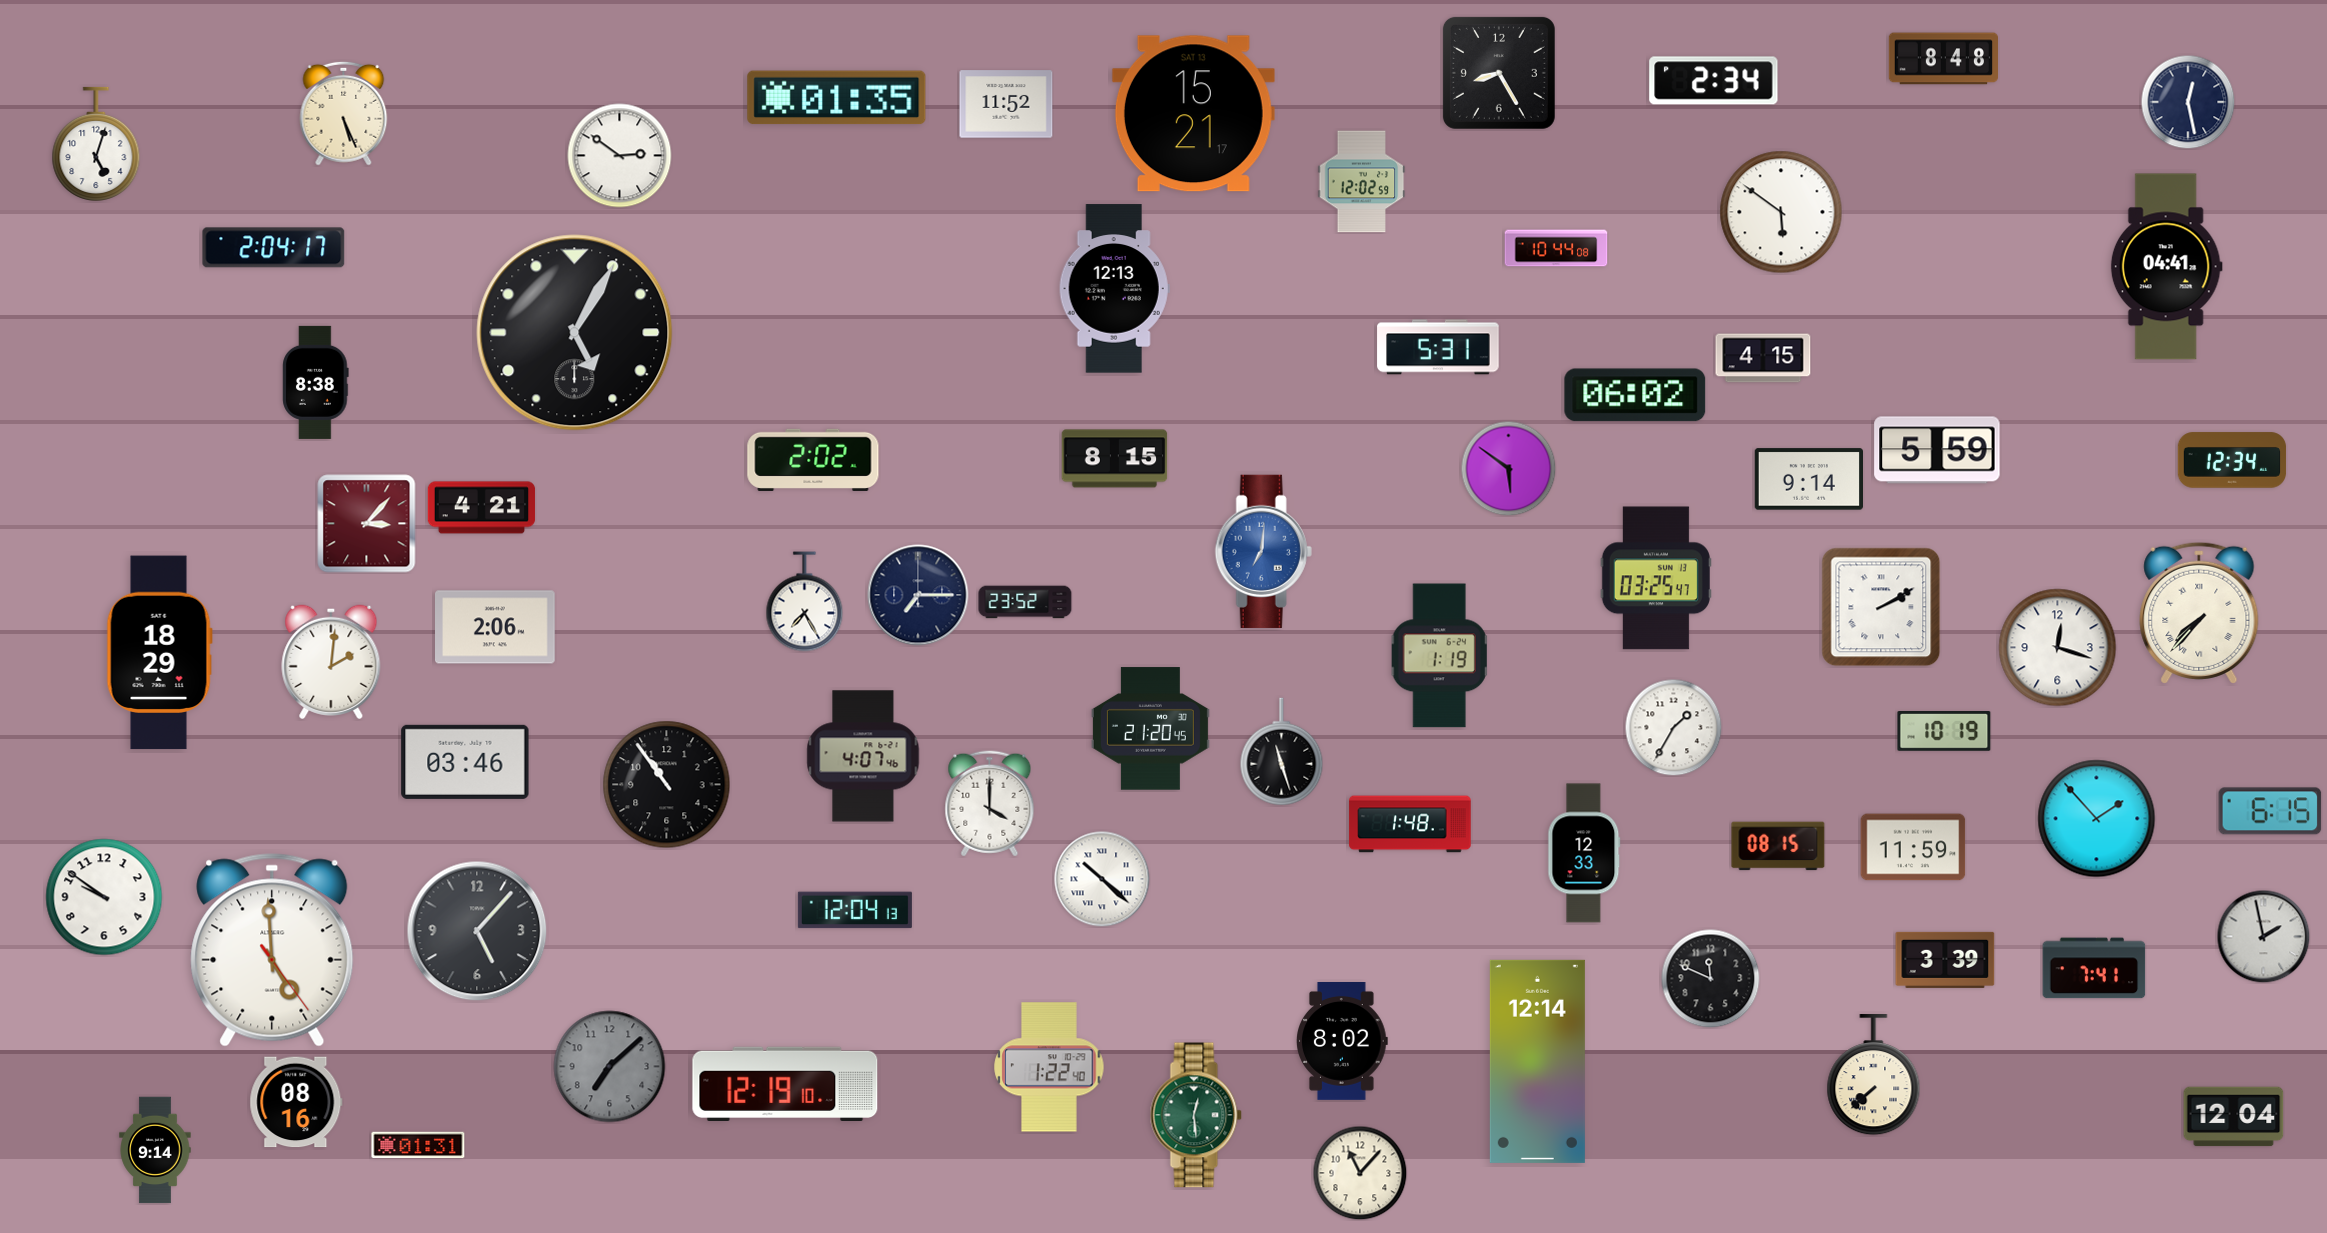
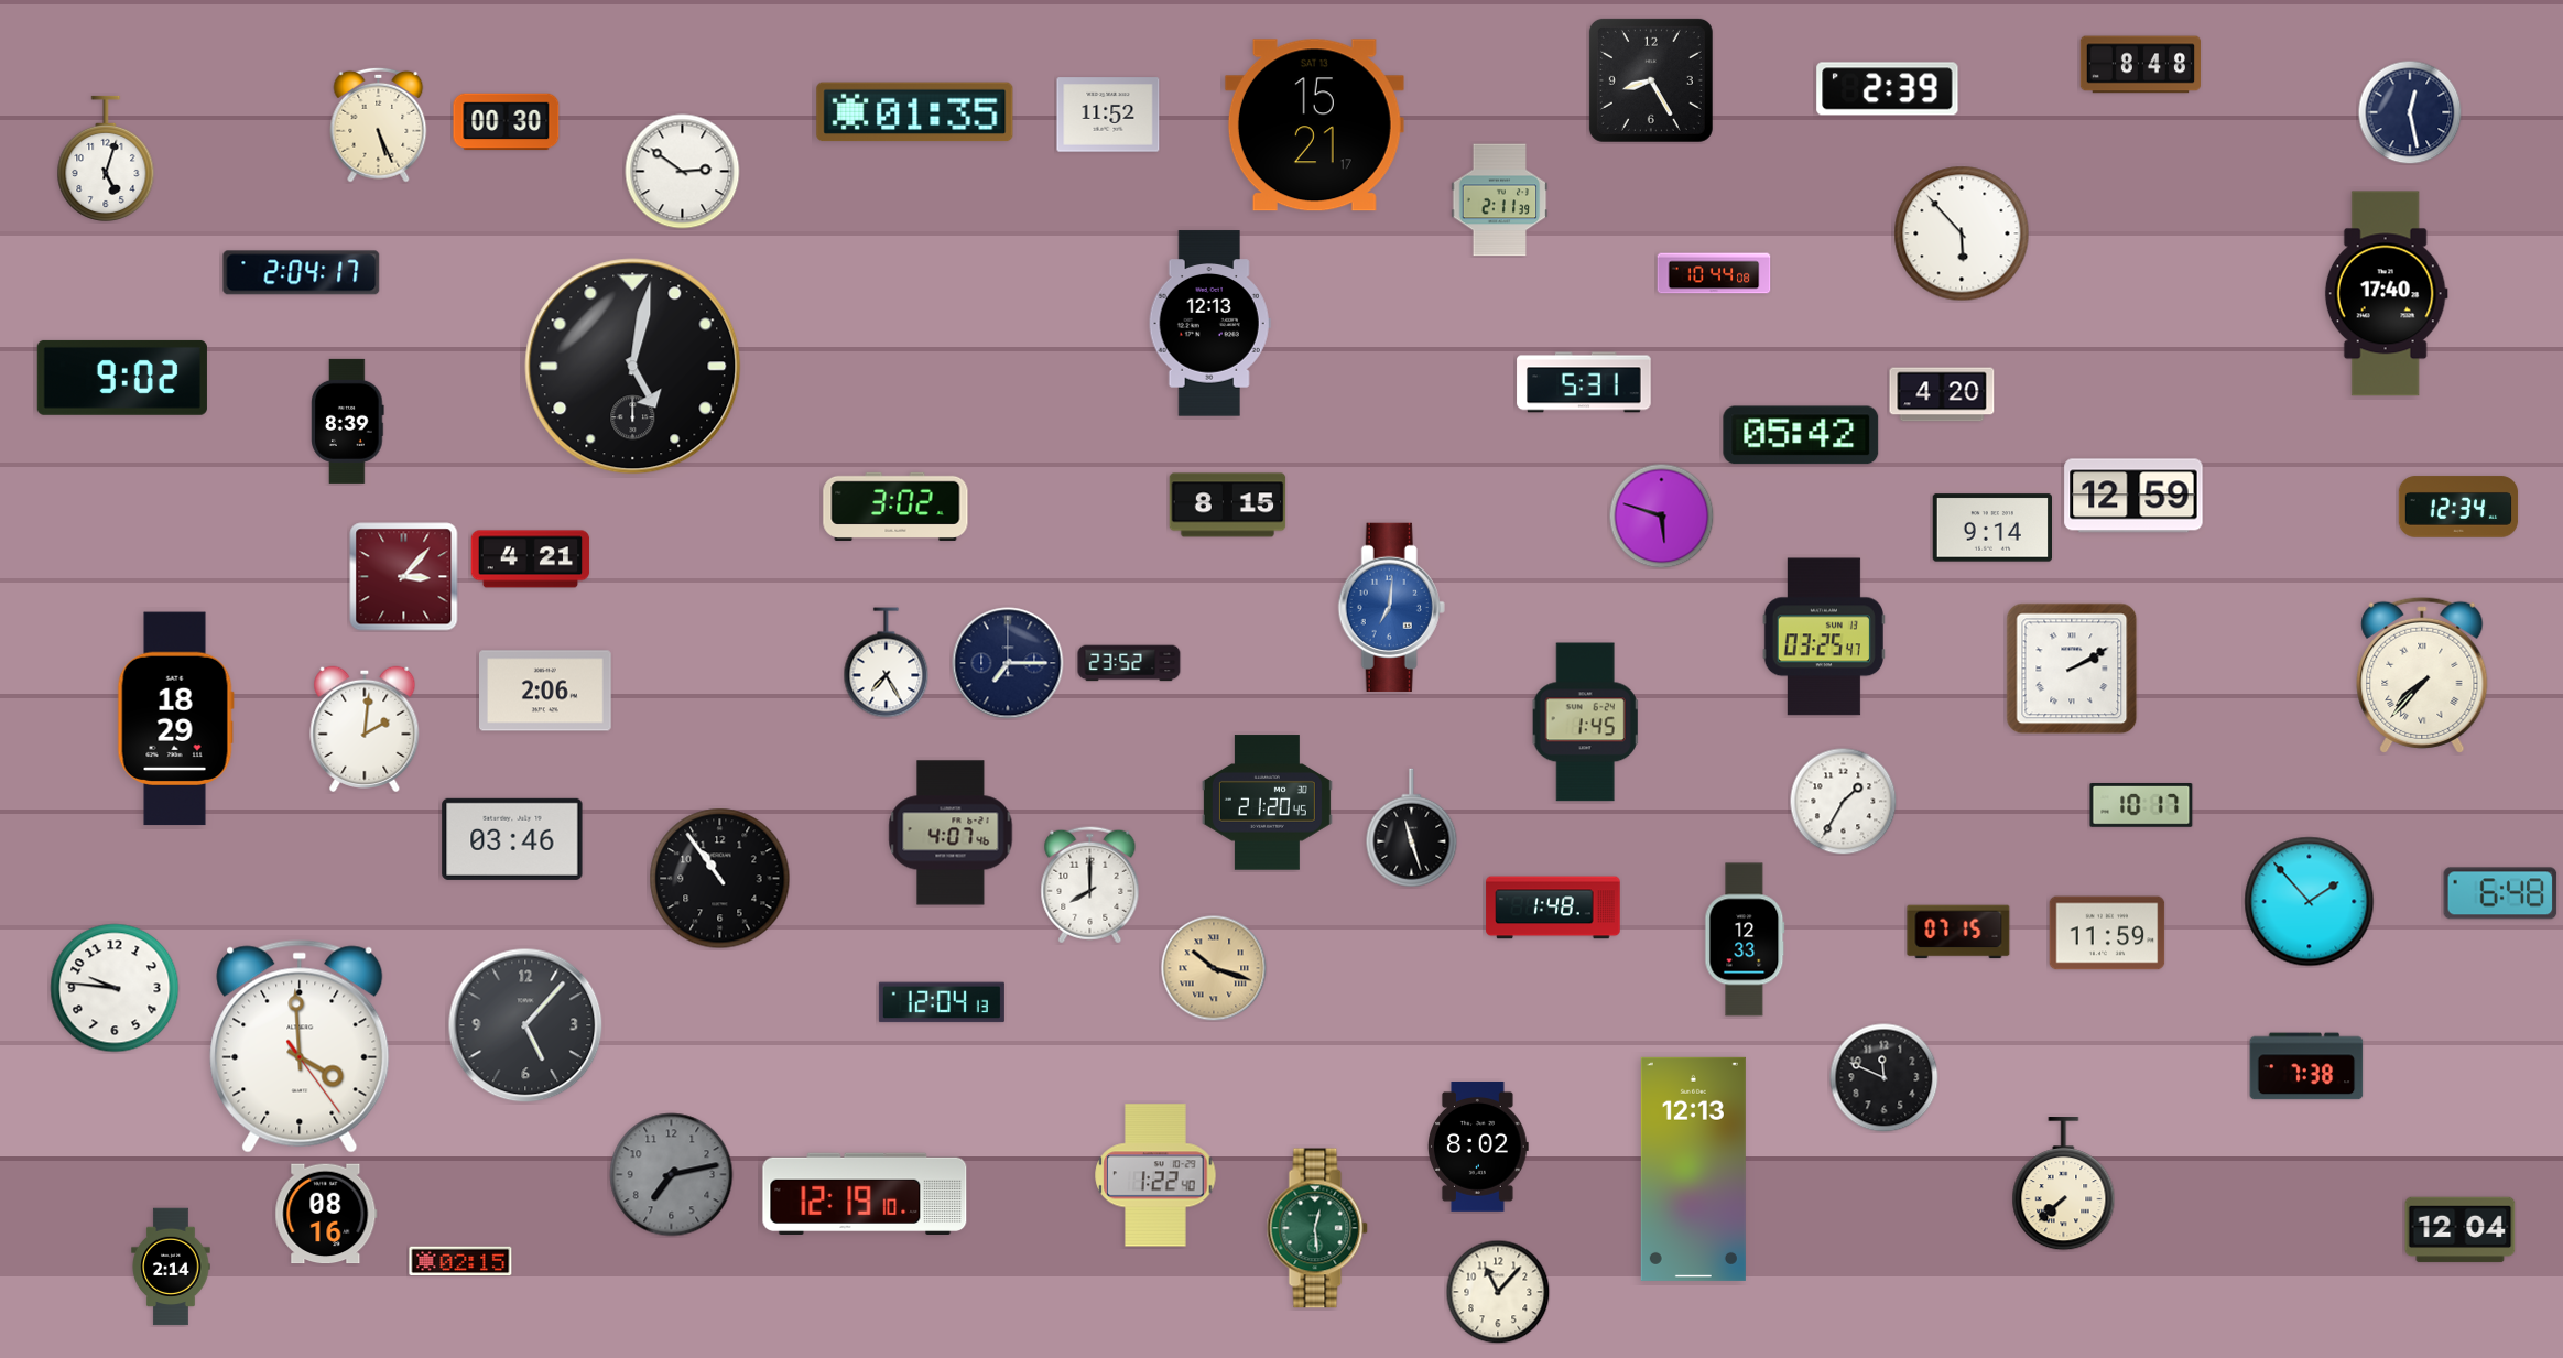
clock at (1714, 81): 2:34 -> 2:39
clock at (837, 98) position: (837, 98) -> (915, 112)
clock at (507, 122): none -> 00:30
clock at (1362, 182): 12:02 -> 2:11
clock at (1781, 212): 5:51 -> 5:53
clock at (2166, 267): 04:41 -> 17:40
clock at (1114, 289) position: (1114, 289) -> (1209, 324)
clock at (575, 333): 5:05 -> 5:02
clock at (122, 378): none -> 9:02
clock at (1763, 358): 4:15 -> 4:20
clock at (316, 382): 8:38 -> 8:39
clock at (1635, 395): 06:02 -> 05:42
clock at (1937, 450): 5:59 -> 12:59
clock at (813, 460): 2:02 -> 3:02
clock at (1508, 468): 5:51 -> 5:48
clock at (918, 595) position: (918, 595) -> (1008, 663)
clock at (2058, 648): 12:18 -> none
clock at (1439, 656): 1:19 -> 1:45
clock at (1944, 732): 10:19 -> 10:17
clock at (667, 785) position: (667, 785) -> (720, 879)
clock at (990, 804): 4:00 -> 8:00
clock at (2270, 811): 6:15 -> 6:48
clock at (1778, 846): 08:15 -> 07:15
clock at (1102, 879): 10:22 -> 10:18
clock at (1102, 879) dial: white -> champagne
clock at (104, 897): 9:51 -> 9:46
clock at (2263, 936): 1:58 -> none
clock at (272, 950): 4:59 -> 3:59
clock at (1945, 960): 3:39 -> none
clock at (2094, 968): 7:41 -> 7:38
clock at (1537, 1061): 12:14 -> 12:13
clock at (610, 1067): 7:08 -> 7:13
clock at (418, 1145): 01:31 -> 02:15
clock at (155, 1150): 9:14 -> 2:14
